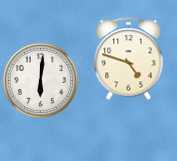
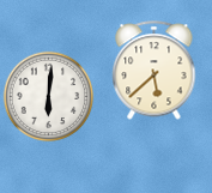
clock at (129, 59): 4:48 -> 5:38
